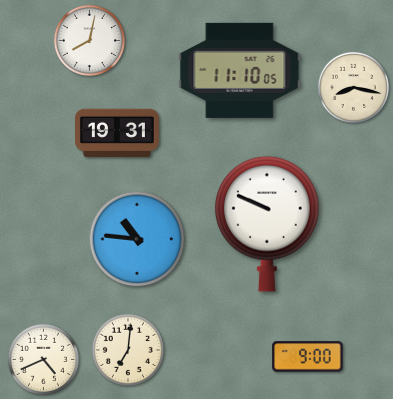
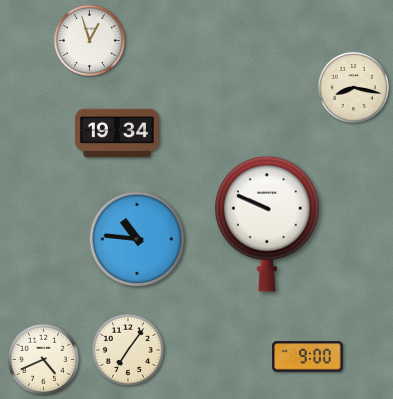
clock at (89, 40): 8:02 -> 12:57
clock at (240, 70): 11:10 -> none
clock at (117, 133): 19:31 -> 19:34
clock at (128, 350): 7:01 -> 7:06
